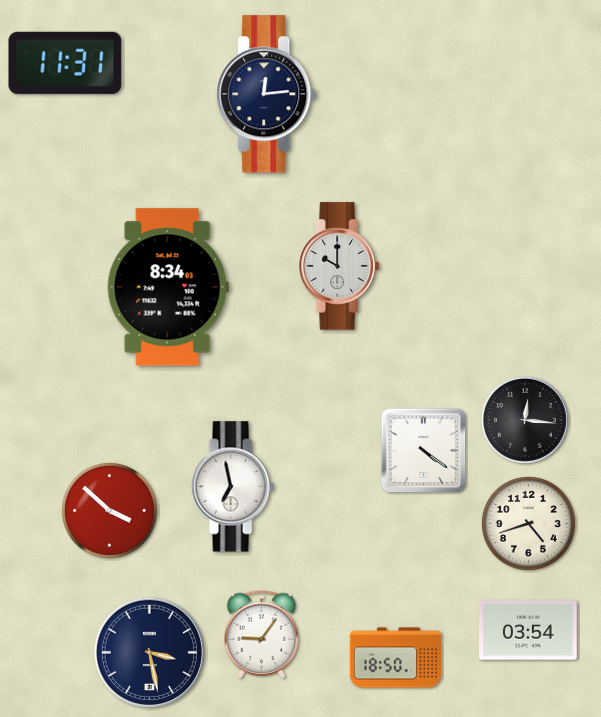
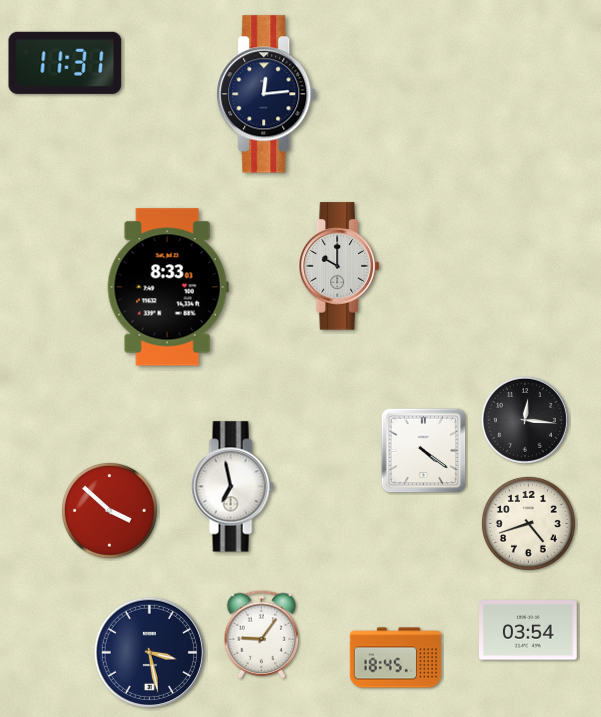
clock at (168, 287): 8:34 -> 8:33
clock at (396, 658): 18:50 -> 18:45
